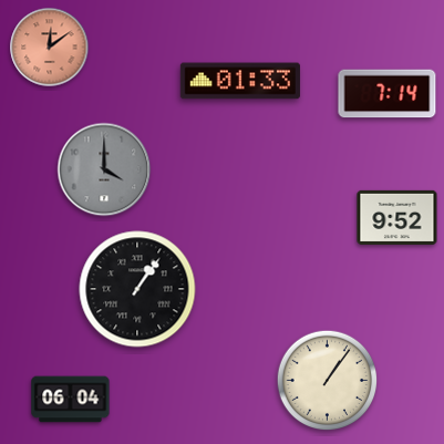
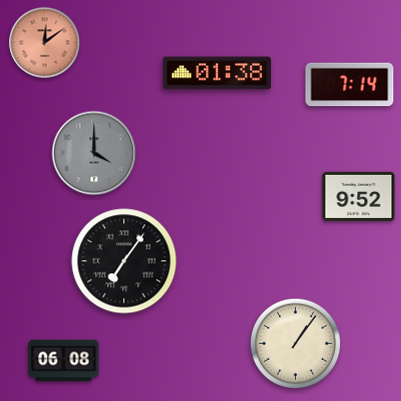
clock at (240, 81): 01:33 -> 01:38
clock at (137, 289): 1:06 -> 7:06
clock at (71, 400): 06:04 -> 06:08
